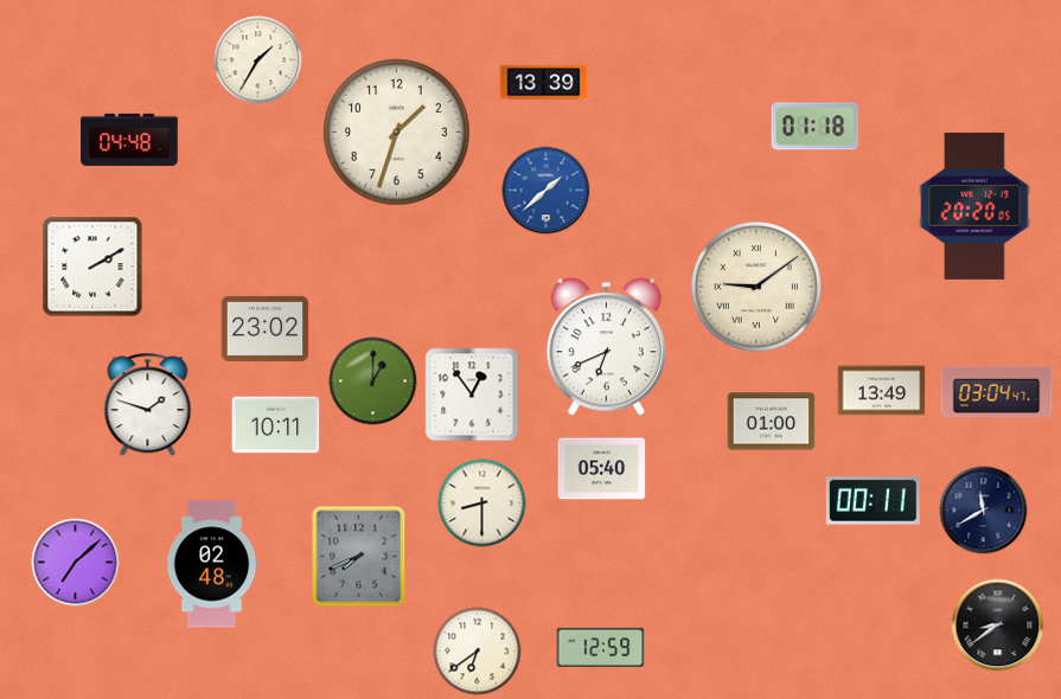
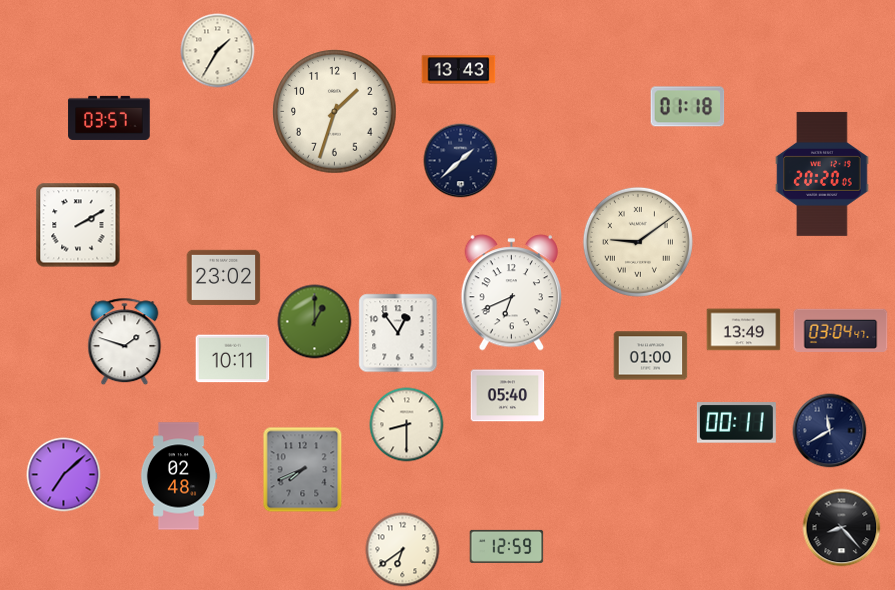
clock at (544, 83): 13:39 -> 13:43
clock at (129, 140): 04:48 -> 03:57
clock at (547, 191) dial: blue -> navy
clock at (998, 626): 8:39 -> 8:23
